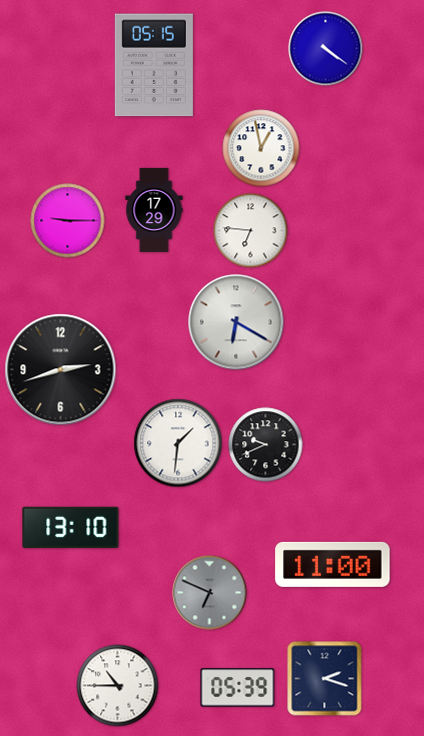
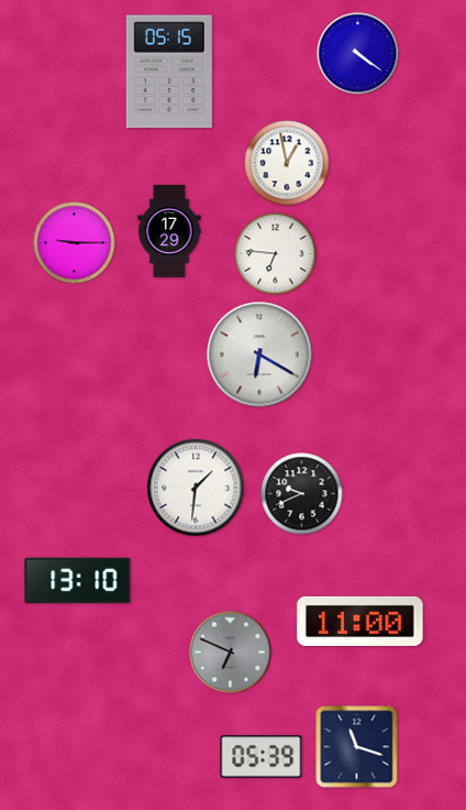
clock at (61, 370): 2:42 -> none
clock at (266, 445) position: (266, 445) -> (302, 494)
clock at (333, 564) position: (333, 564) -> (360, 621)
clock at (325, 679): 2:18 -> 11:18
clock at (118, 686): 10:45 -> none
